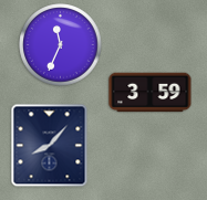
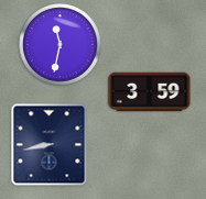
clock at (61, 45): 11:34 -> 11:32
clock at (50, 146): 8:07 -> 8:43
